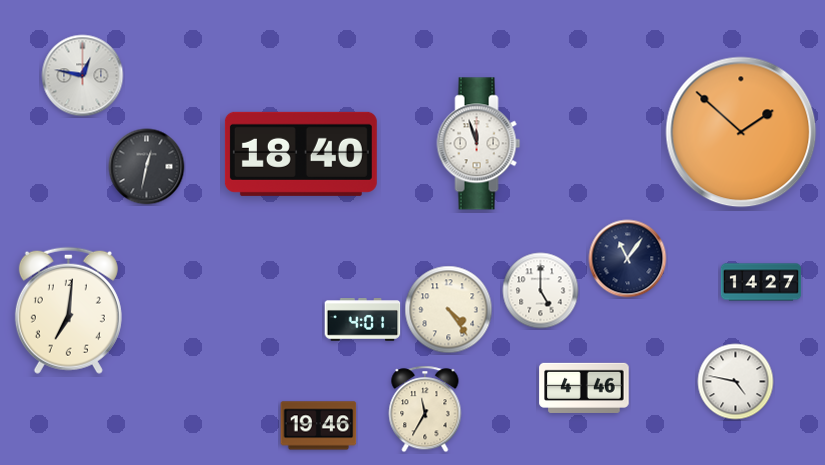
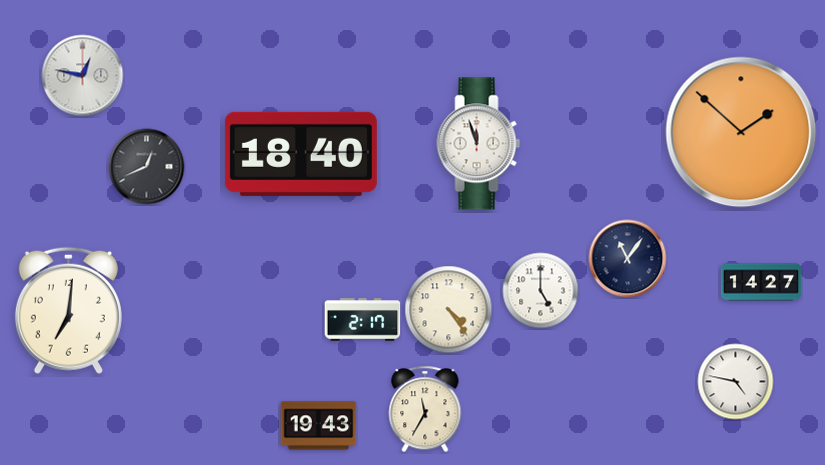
clock at (147, 167): 12:32 -> 12:41
clock at (363, 320): 4:01 -> 2:17
clock at (584, 388): 4:46 -> none
clock at (319, 426): 19:46 -> 19:43
